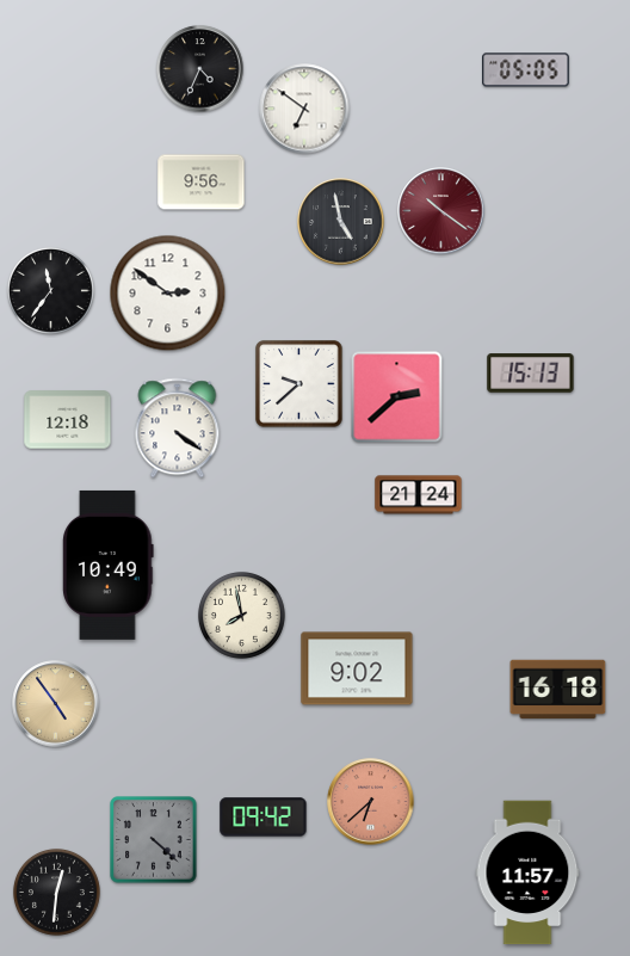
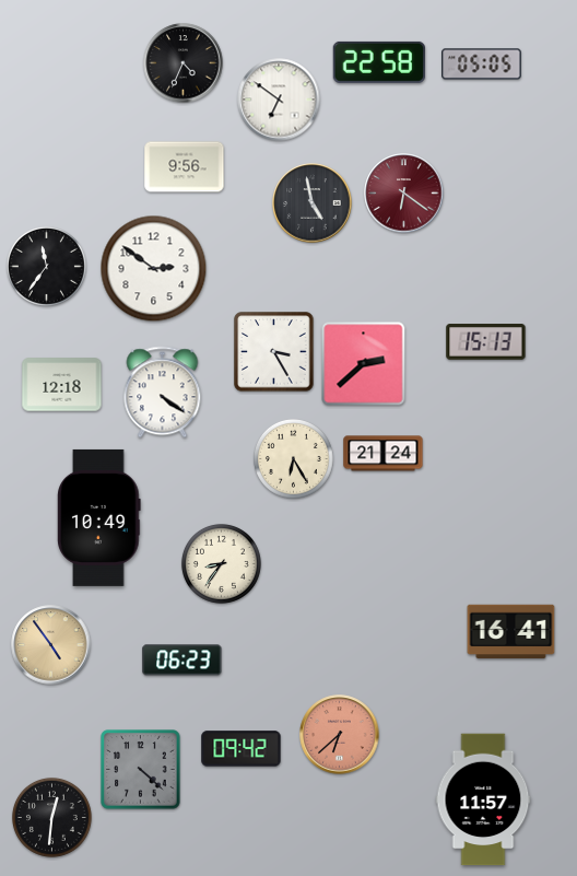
clock at (379, 62): none -> 22:58
clock at (441, 211): 10:21 -> 6:21
clock at (299, 384): 9:38 -> 3:25
clock at (293, 458): none -> 6:25
clock at (241, 615): 7:58 -> 8:36
clock at (357, 668): 9:02 -> none
clock at (558, 690): 16:18 -> 16:41
clock at (182, 661): none -> 06:23
